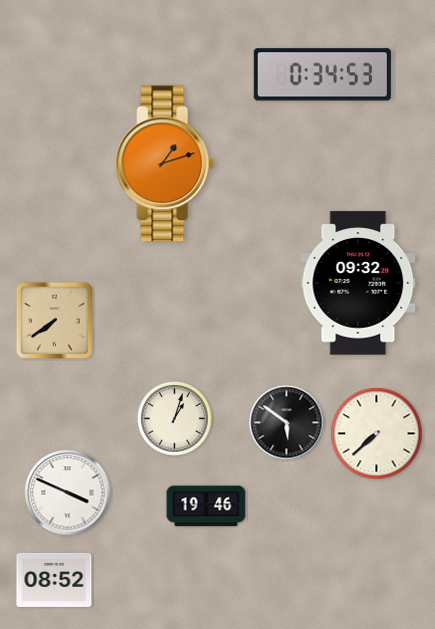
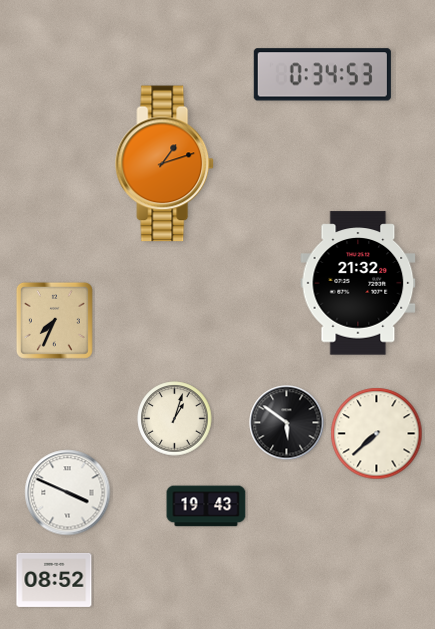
clock at (358, 283): 09:32 -> 21:32
clock at (54, 320): 7:39 -> 7:34
clock at (206, 506): 19:46 -> 19:43
